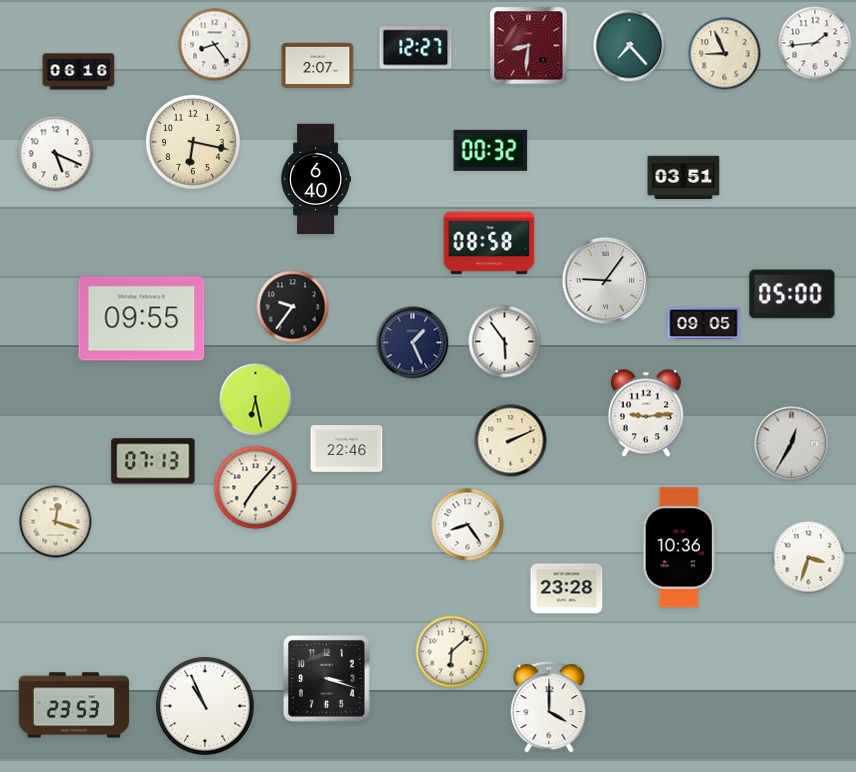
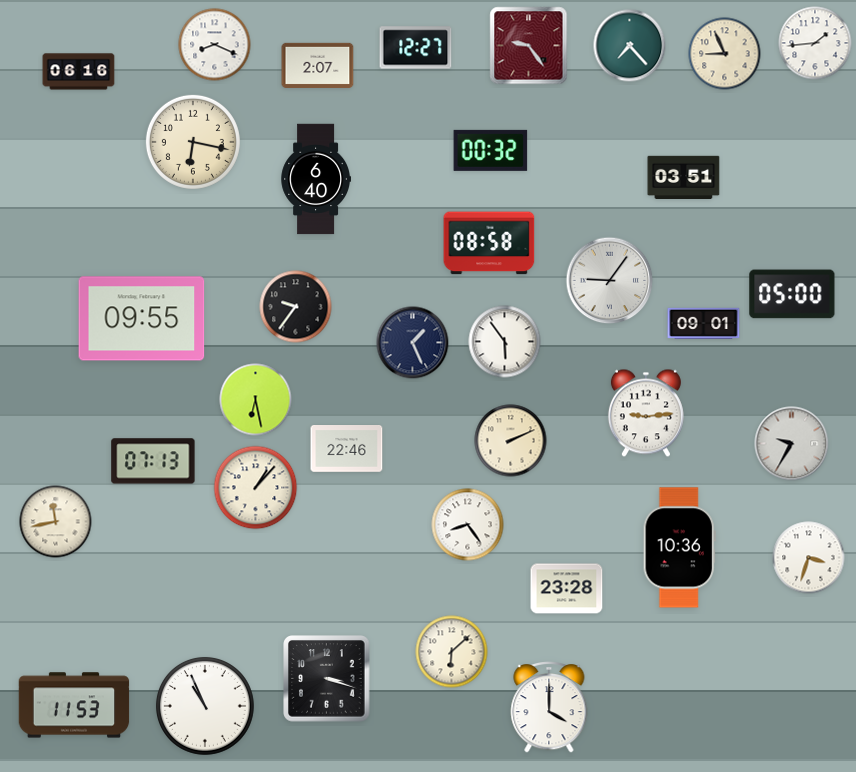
clock at (215, 45): 8:24 -> 8:19
clock at (529, 46): 8:31 -> 9:24
clock at (56, 154): 5:19 -> none
clock at (606, 281) position: (606, 281) -> (610, 281)
clock at (293, 307) position: (293, 307) -> (296, 307)
clock at (704, 324): 09:05 -> 09:01
clock at (792, 444): 12:35 -> 9:35
clock at (256, 488): 7:07 -> 1:07
clock at (56, 522): 12:18 -> 11:43
clock at (74, 705): 23:53 -> 11:53
